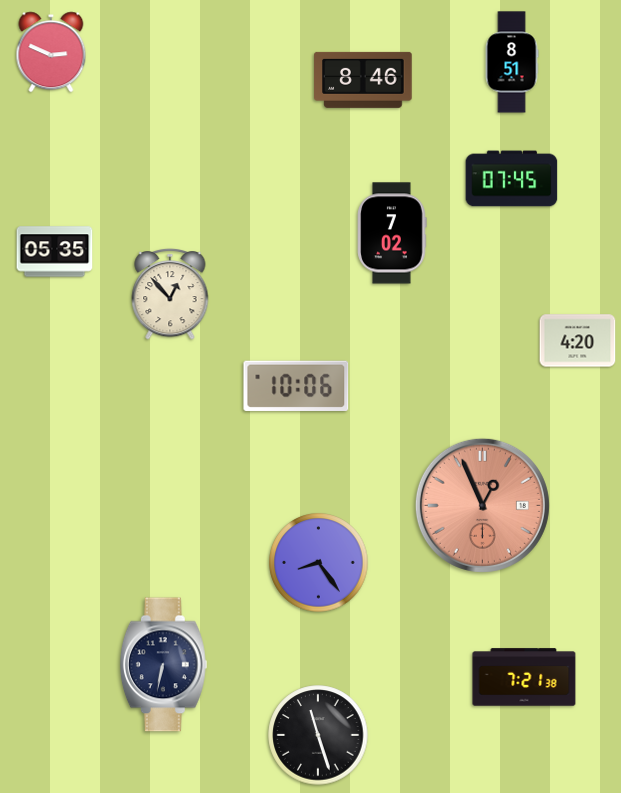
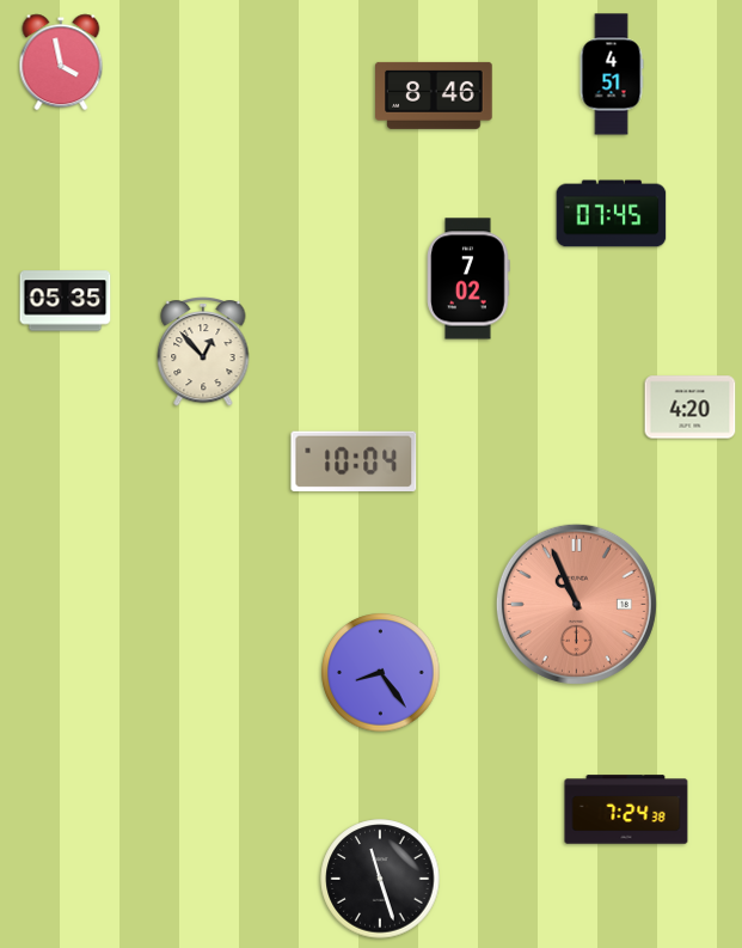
clock at (51, 52): 2:49 -> 3:58
clock at (512, 62): 8:51 -> 4:51
clock at (296, 386): 10:06 -> 10:04
clock at (482, 505): 12:56 -> 10:56
clock at (163, 665): 6:32 -> none
clock at (524, 677): 7:21 -> 7:24
